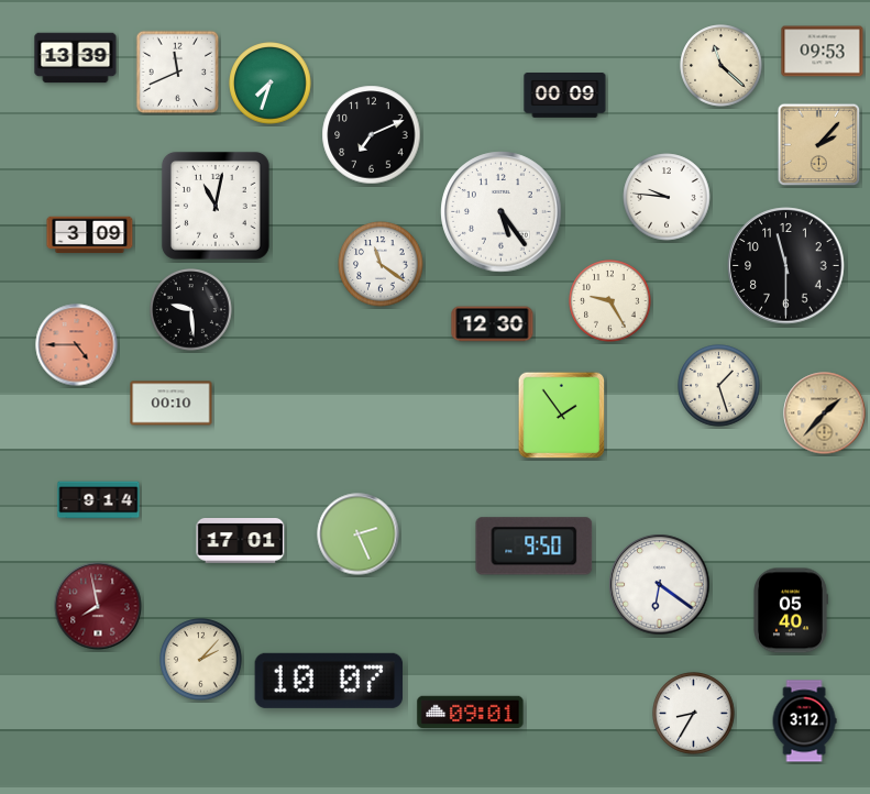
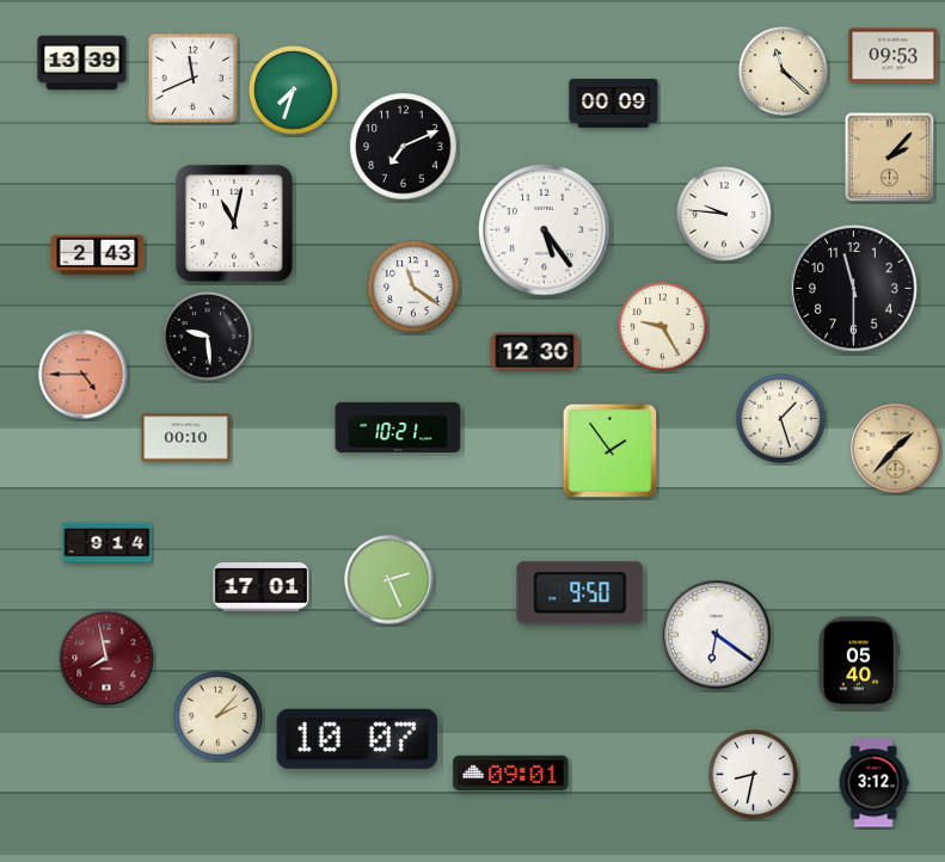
clock at (90, 235): 3:09 -> 2:43
clock at (398, 427): none -> 10:21
clock at (694, 714): 8:35 -> 8:32
